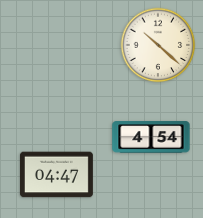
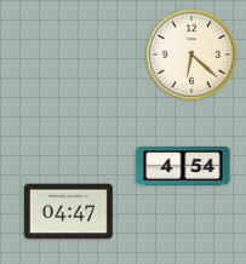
clock at (158, 45): 10:22 -> 6:22
